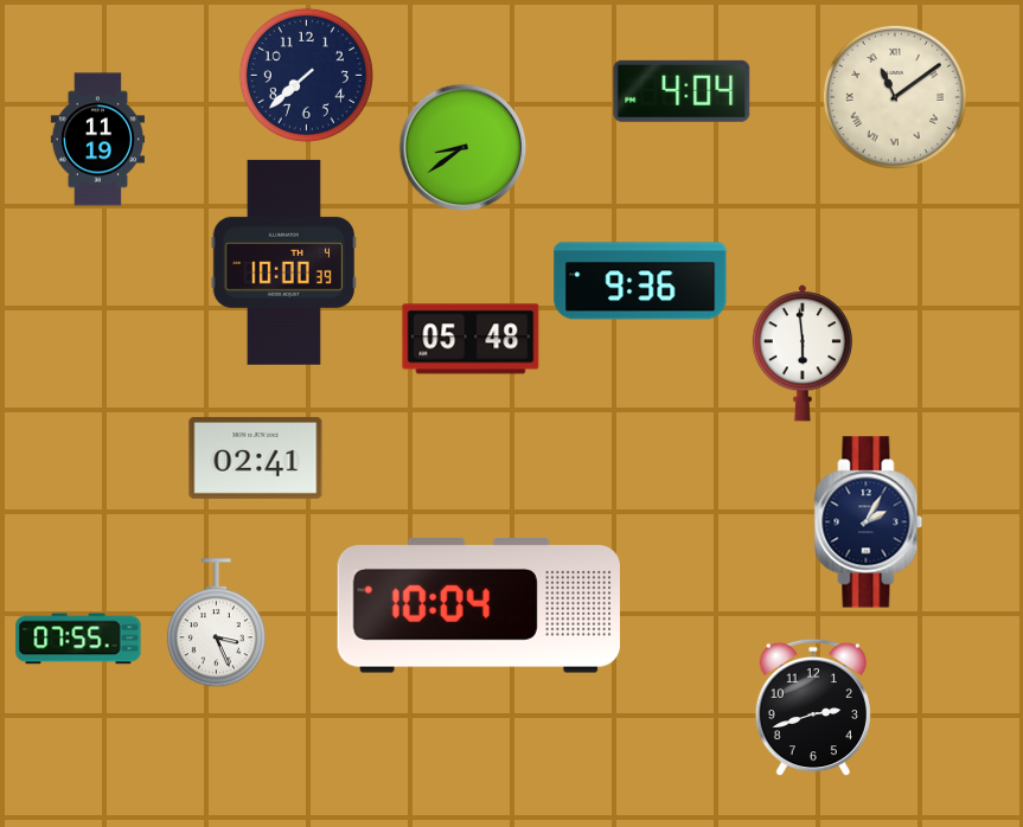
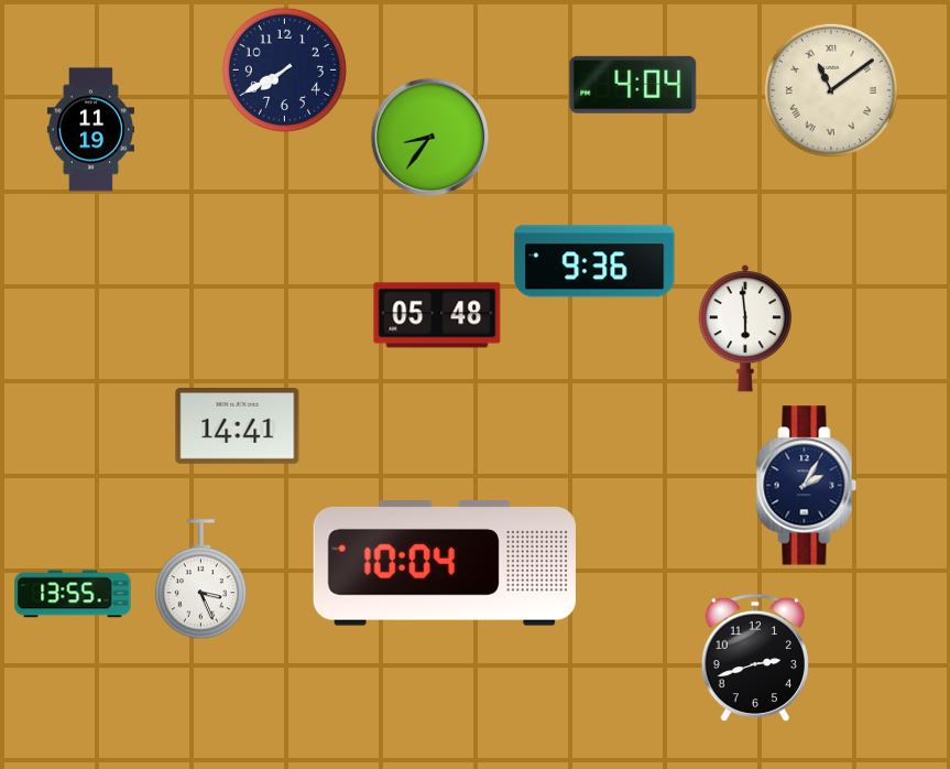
clock at (306, 75): 7:38 -> 7:40
clock at (463, 148): 8:39 -> 8:36
clock at (283, 262): 10:00 -> none
clock at (256, 457): 02:41 -> 14:41
clock at (78, 639): 07:55 -> 13:55
